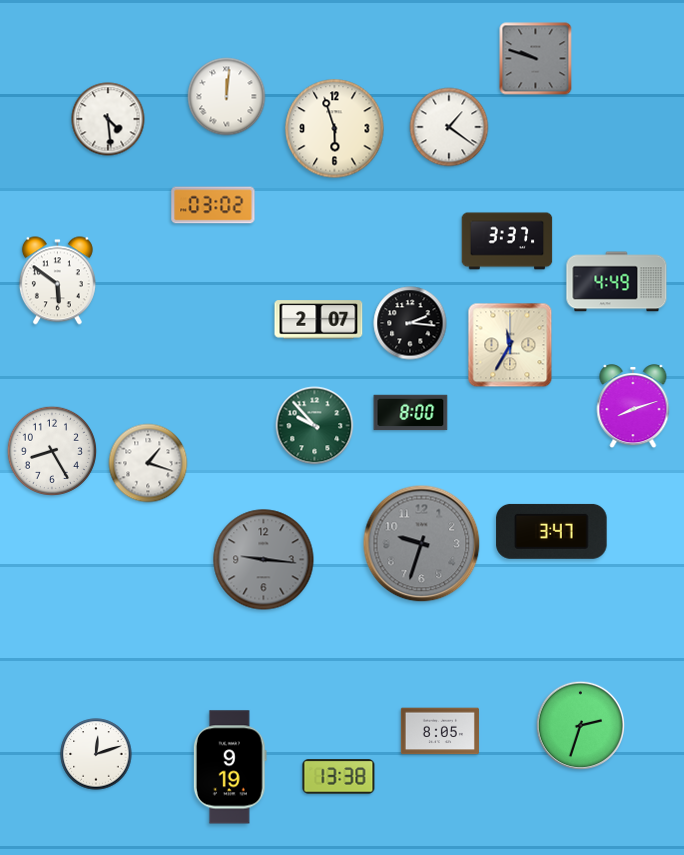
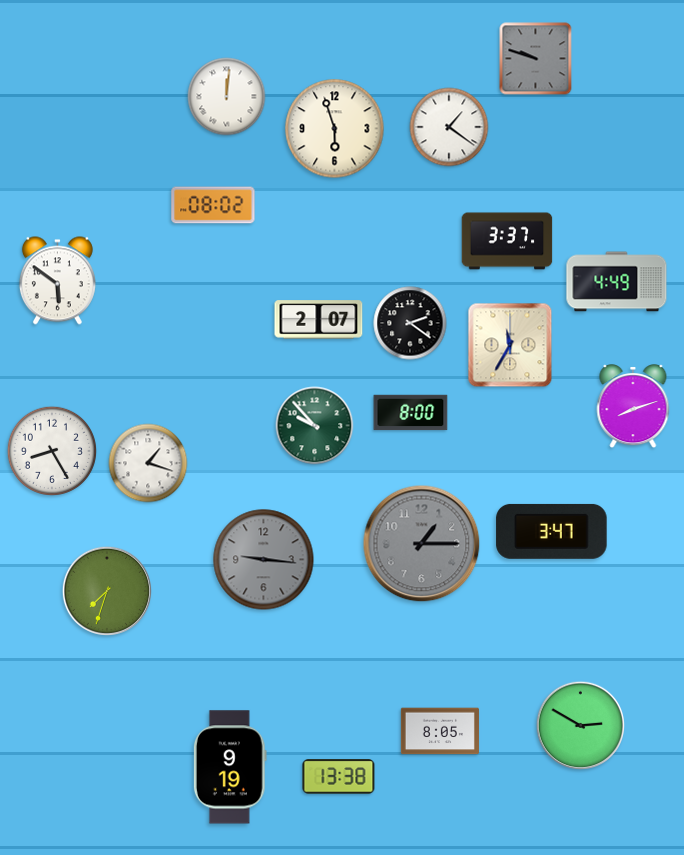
clock at (108, 119): 4:29 -> none
clock at (213, 205): 03:02 -> 08:02
clock at (410, 323): 2:16 -> 2:21
clock at (422, 544): 9:33 -> 1:15
clock at (106, 590): none -> 7:33
clock at (580, 725): 2:33 -> 2:50
clock at (96, 754): 12:12 -> none
